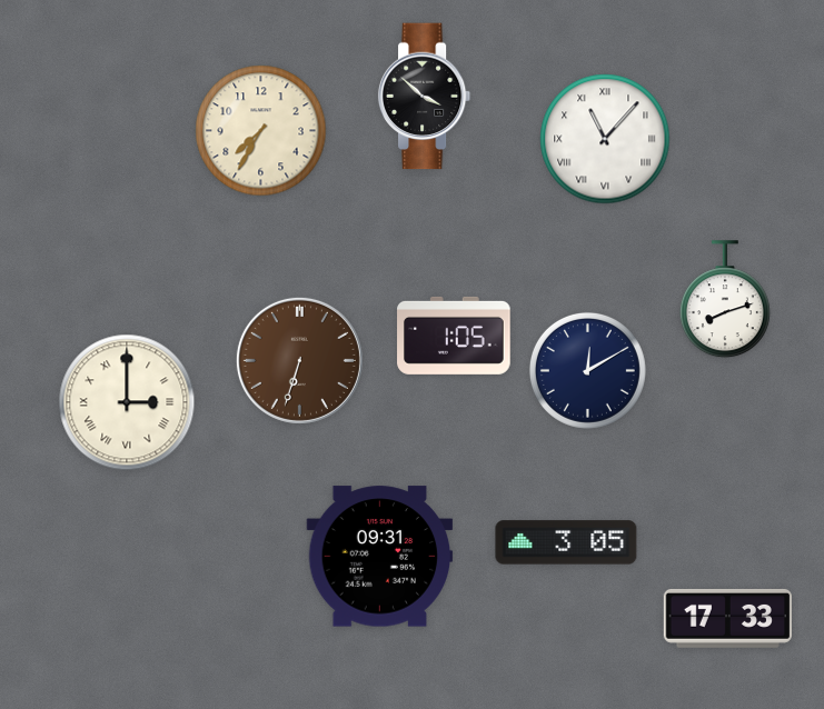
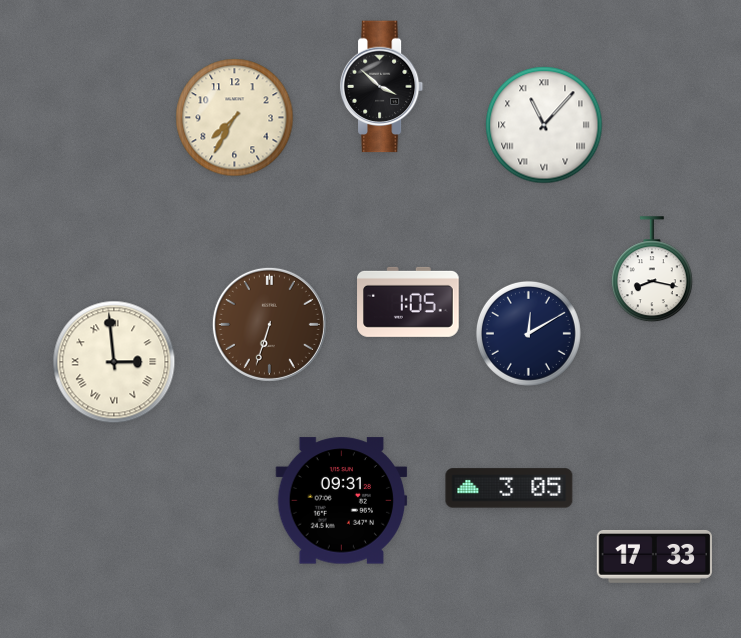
clock at (725, 300): 8:12 -> 8:17
clock at (127, 402): 3:00 -> 2:59
